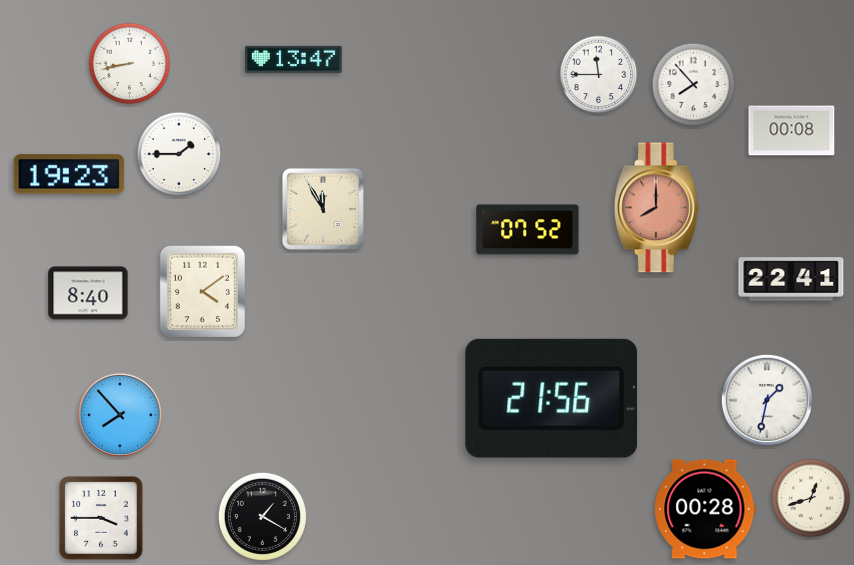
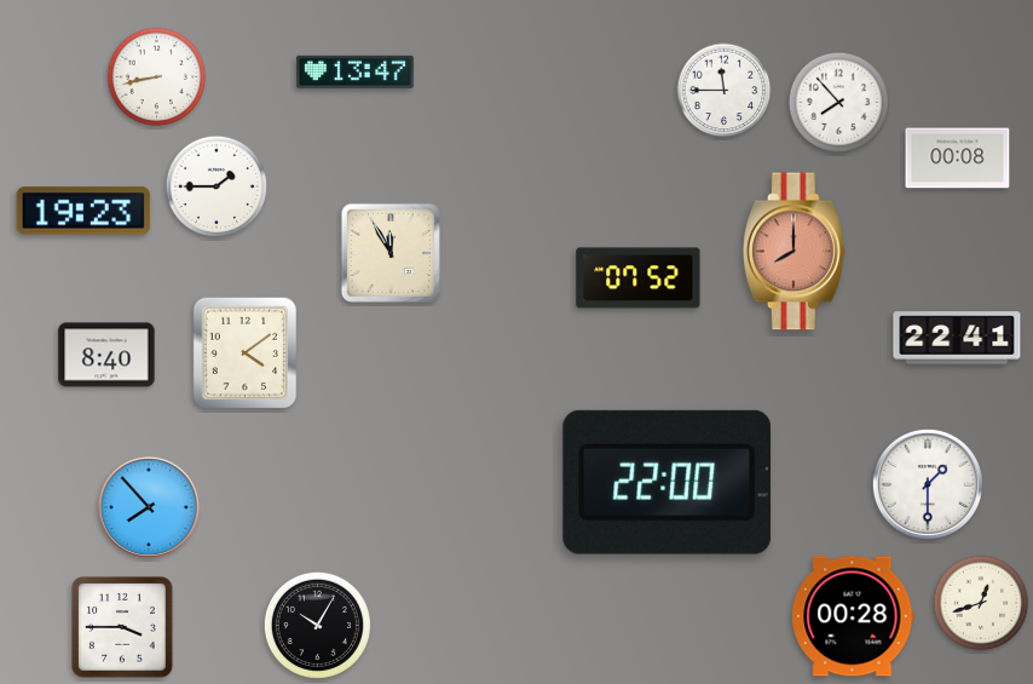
clock at (551, 398): 21:56 -> 22:00
clock at (767, 400): 1:32 -> 1:30
clock at (120, 415) position: (120, 415) -> (149, 507)
clock at (262, 516): 1:20 -> 10:05
